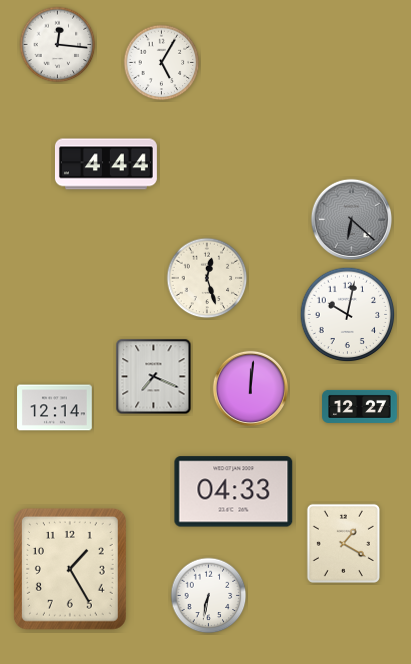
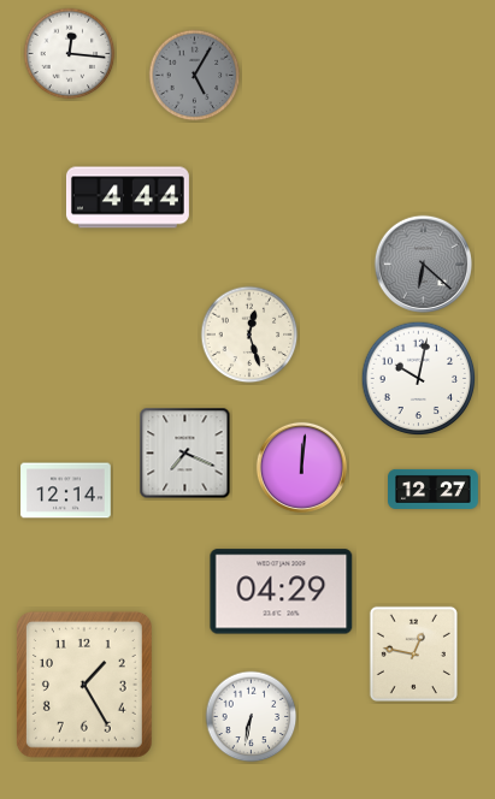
clock at (162, 63) dial: white -> grey
clock at (234, 492): 04:33 -> 04:29
clock at (343, 543): 1:20 -> 12:47
